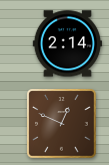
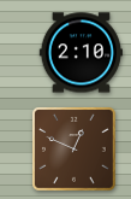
clock at (67, 44): 2:14 -> 2:10
